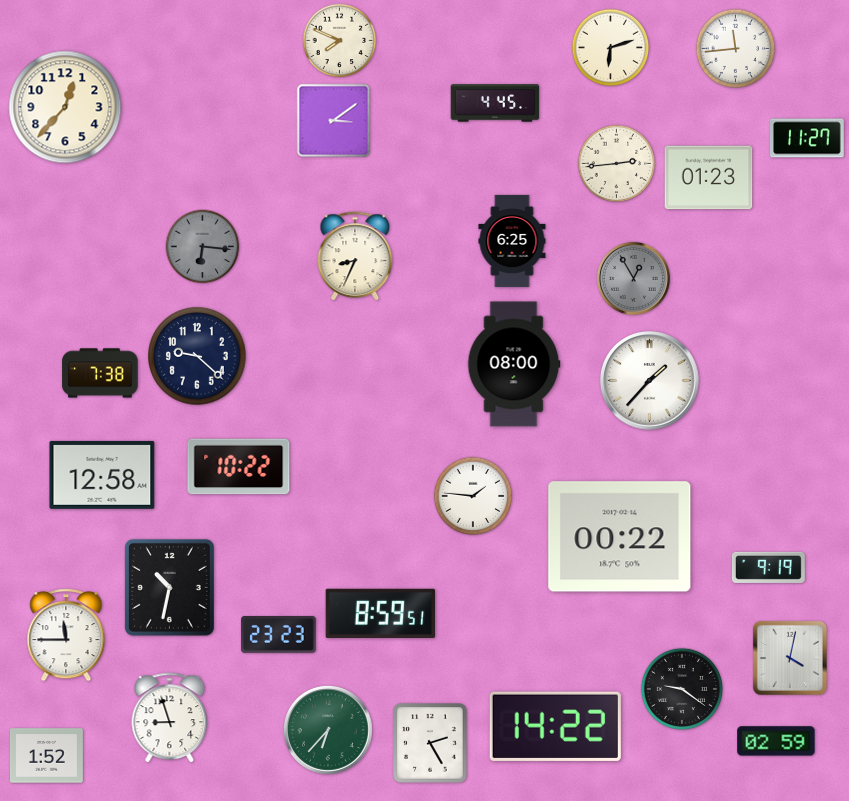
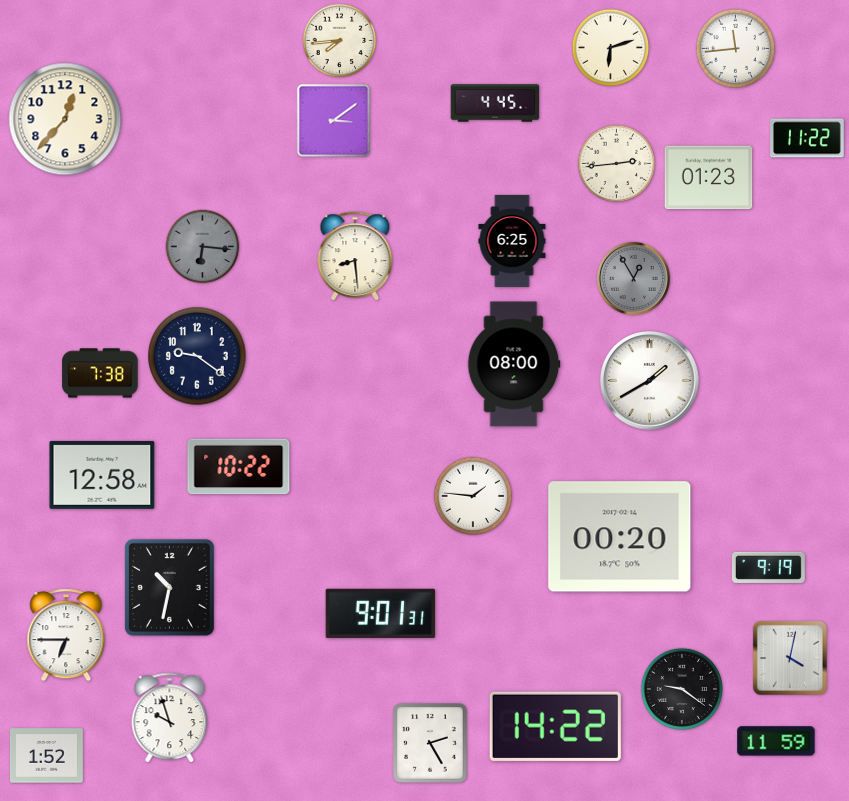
clock at (340, 41): 7:49 -> 7:44
clock at (65, 107) position: (65, 107) -> (65, 119)
clock at (808, 138): 11:27 -> 11:22
clock at (355, 256): 8:34 -> 8:29
clock at (197, 356): 9:22 -> 9:21
clock at (650, 381): 1:37 -> 1:40
clock at (620, 537): 00:22 -> 00:20
clock at (381, 613): 8:59 -> 9:01
clock at (66, 635): 11:45 -> 6:45
clock at (279, 635): 23:23 -> none
clock at (170, 718): 8:57 -> 9:57
clock at (328, 730): 6:37 -> none
clock at (776, 741): 02:59 -> 11:59
